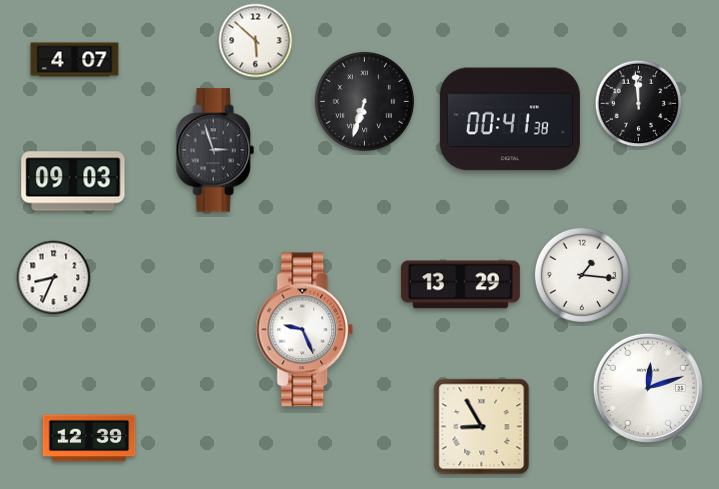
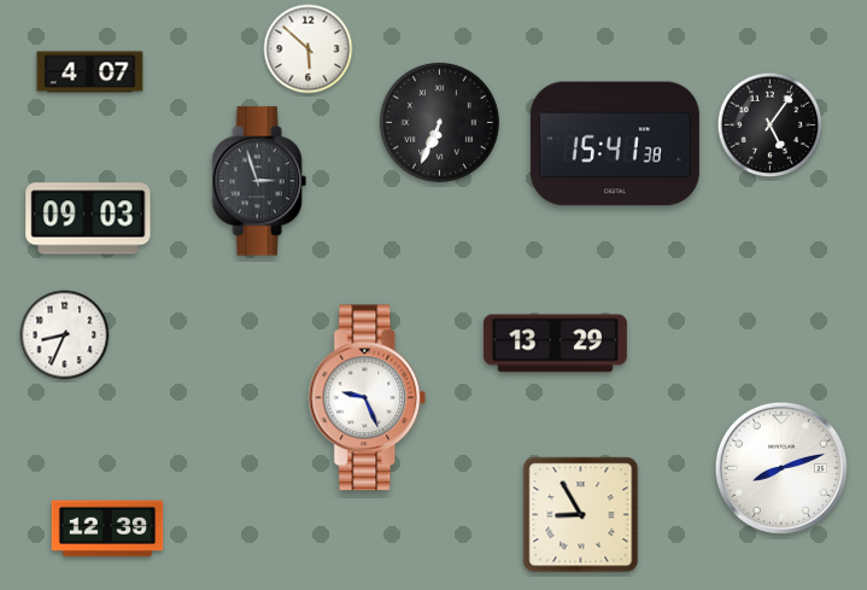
clock at (364, 101): 6:33 -> 6:34
clock at (639, 104): 11:59 -> 5:06
clock at (510, 119): 00:41 -> 15:41
clock at (582, 275): 1:16 -> none
clock at (648, 388): 12:12 -> 8:12
